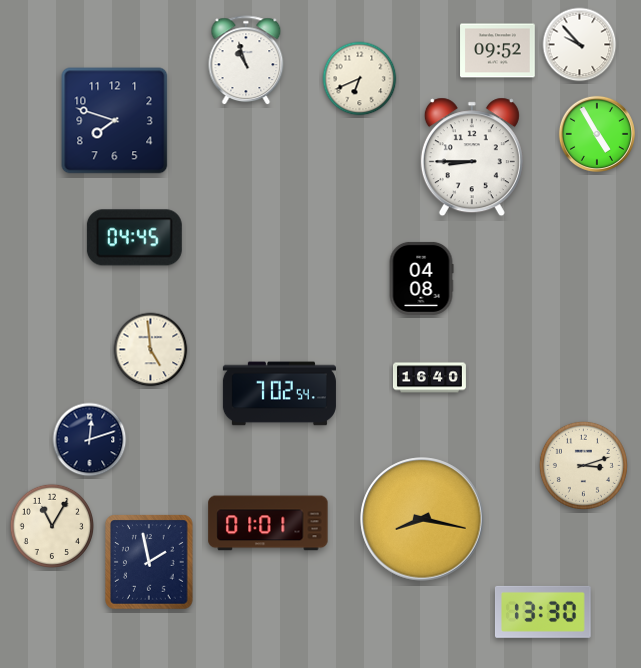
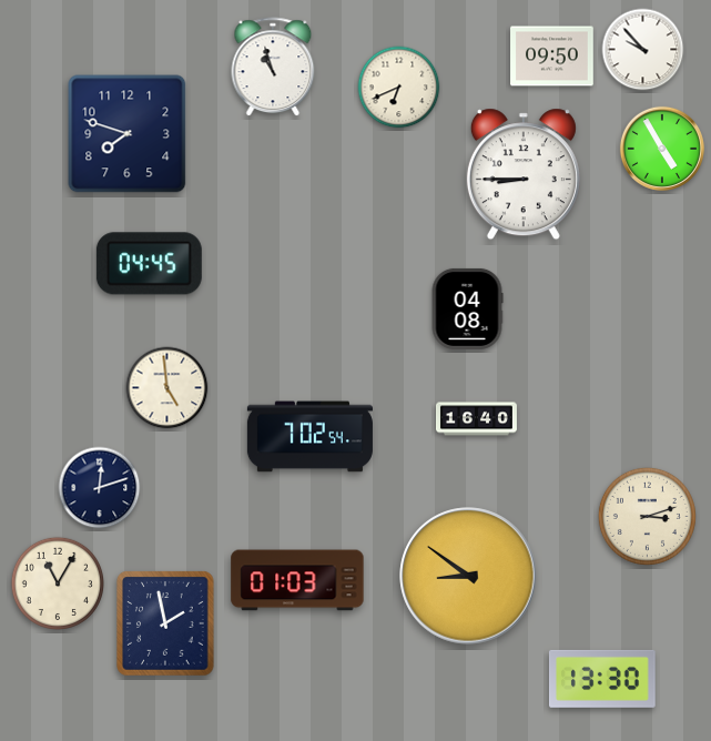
clock at (498, 51): 09:52 -> 09:50
clock at (422, 519): 8:17 -> 8:51
clock at (268, 523): 01:01 -> 01:03
